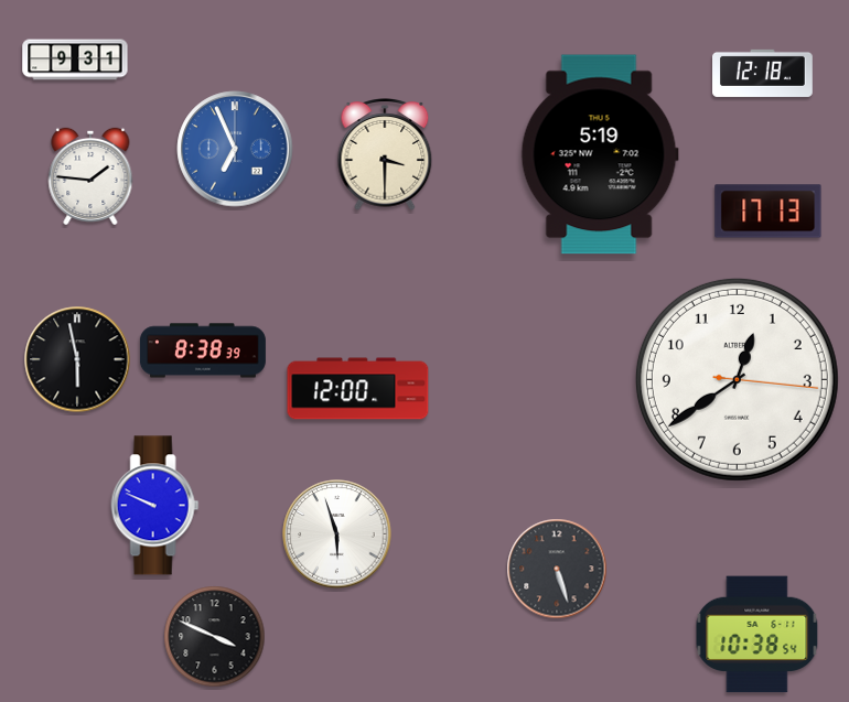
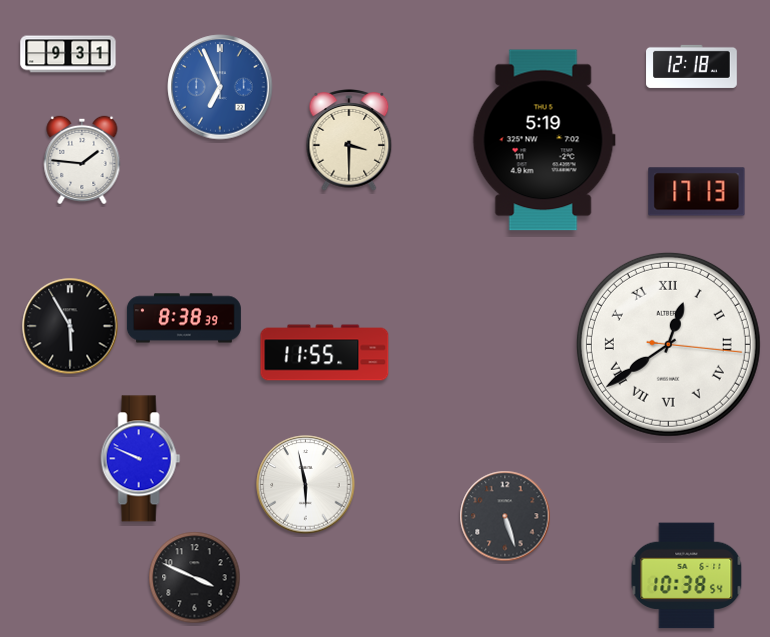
clock at (235, 149) position: (235, 149) -> (220, 87)
clock at (77, 359): 5:58 -> 5:55
clock at (737, 379) numerals: Arabic -> Roman
clock at (358, 389): 12:00 -> 11:55
clock at (337, 534): 5:57 -> 5:58
